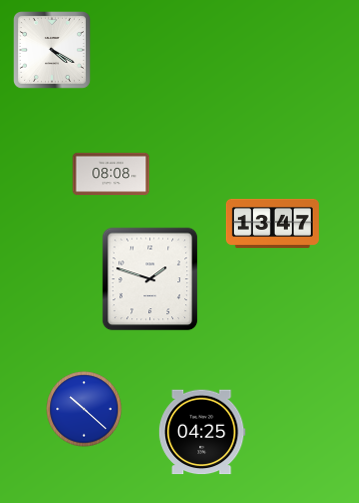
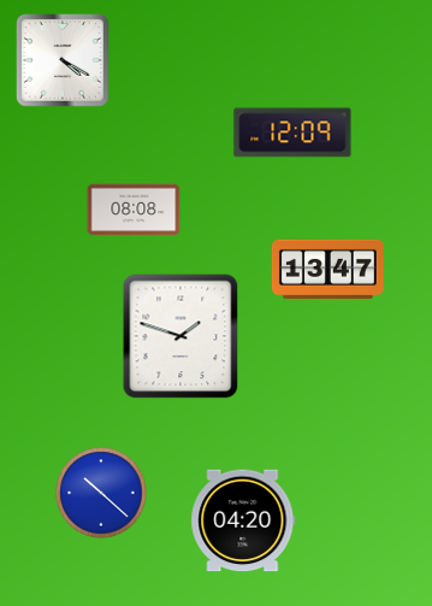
clock at (292, 133): none -> 12:09
clock at (202, 432): 04:25 -> 04:20
